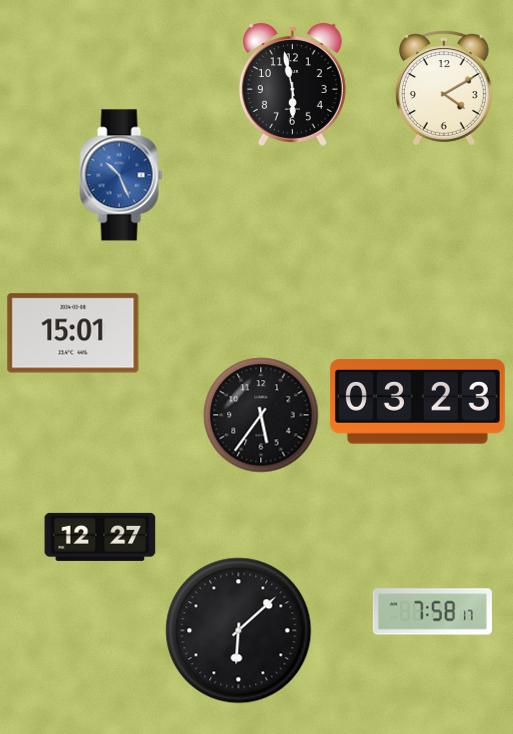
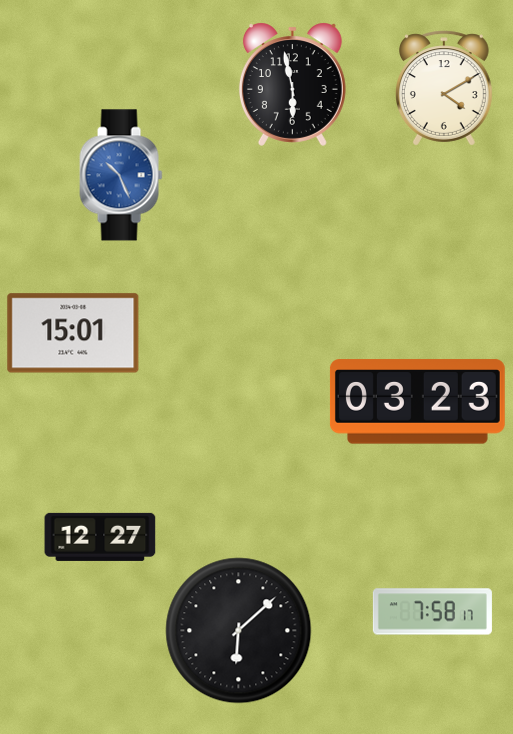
clock at (261, 415): 5:36 -> none
